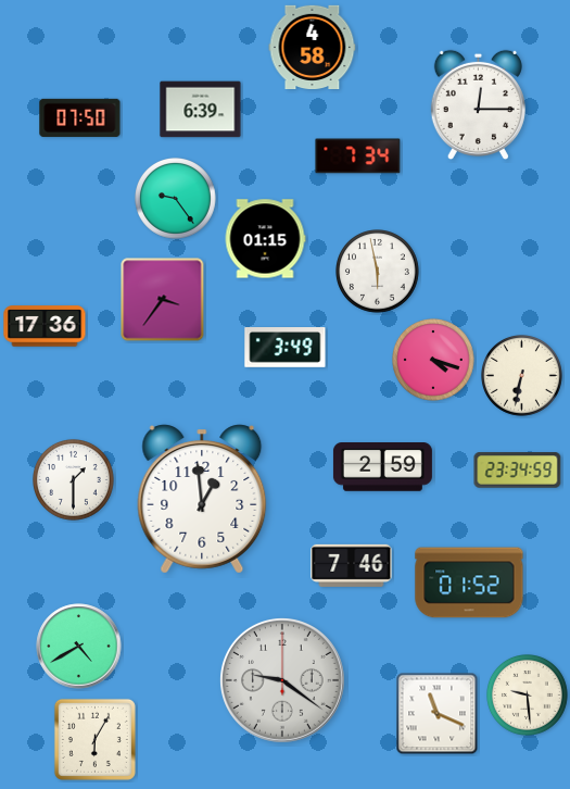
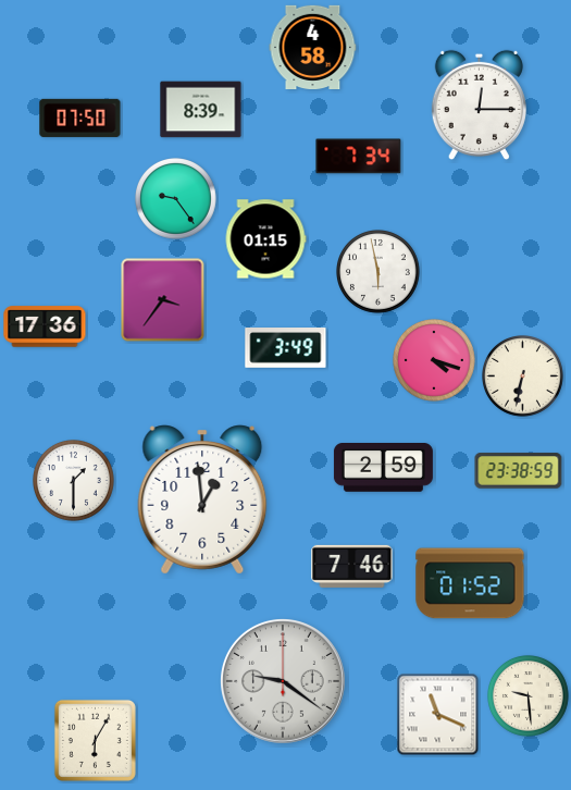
clock at (201, 110): 6:39 -> 8:39
clock at (518, 471): 23:34 -> 23:38
clock at (79, 647): 4:40 -> none
